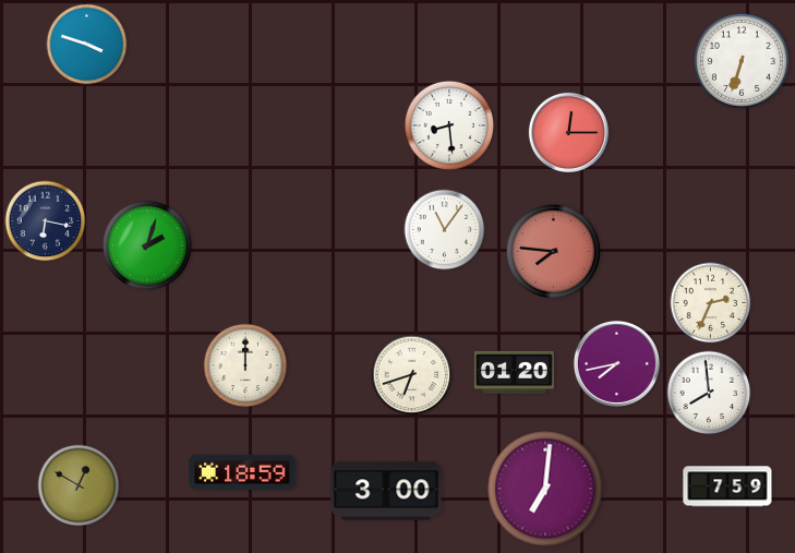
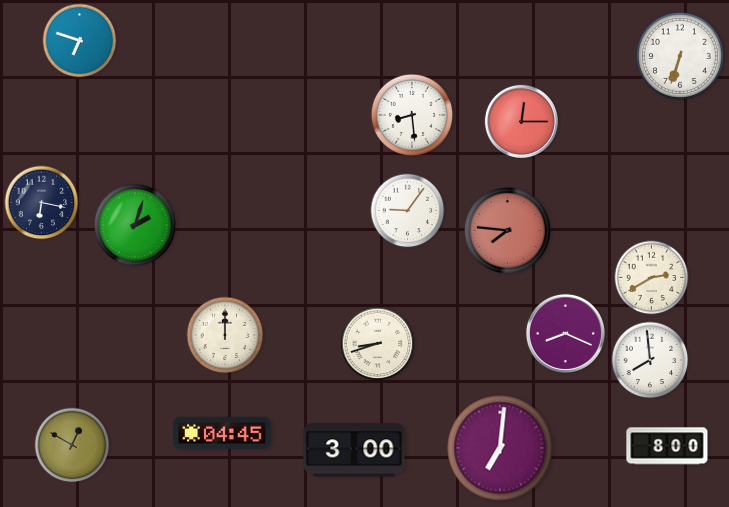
clock at (87, 45): 3:48 -> 6:48
clock at (445, 230): 11:06 -> 9:06
clock at (711, 303): 2:34 -> 2:40
clock at (616, 363): 7:43 -> 8:19
clock at (514, 372): 01:20 -> none
clock at (412, 375): 6:42 -> 8:42
clock at (242, 472): 18:59 -> 04:45
clock at (727, 486): 7:59 -> 8:00
